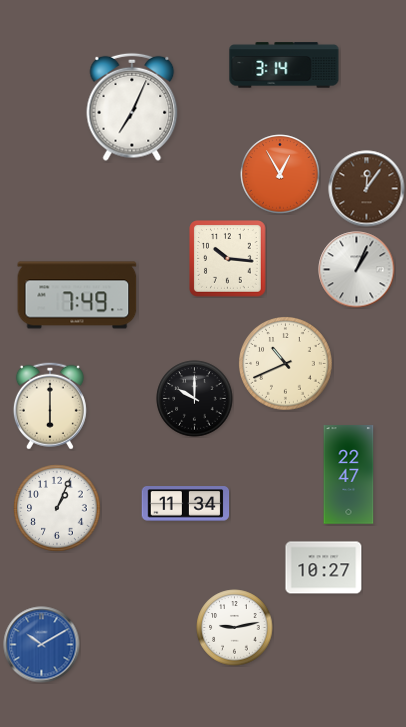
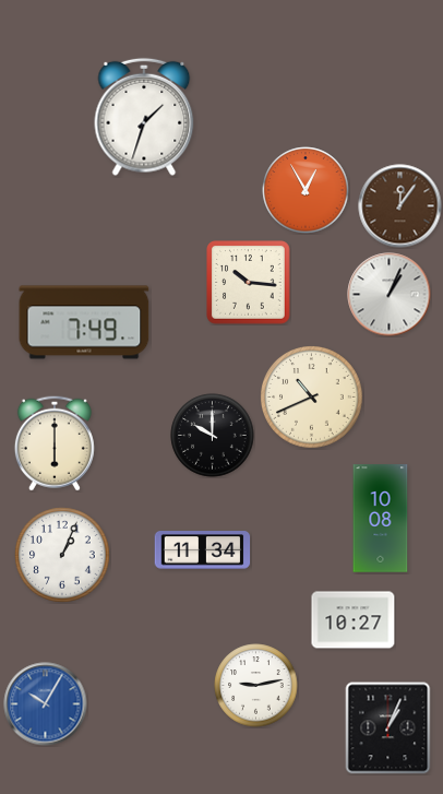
clock at (284, 65): 3:14 -> none
clock at (132, 107): 7:04 -> 1:33
clock at (349, 475): 22:47 -> 10:08
clock at (42, 645): 10:10 -> 10:05
clock at (388, 728): none -> 1:04
